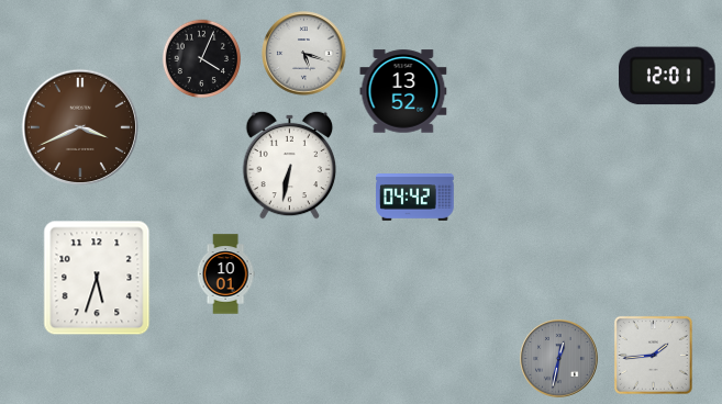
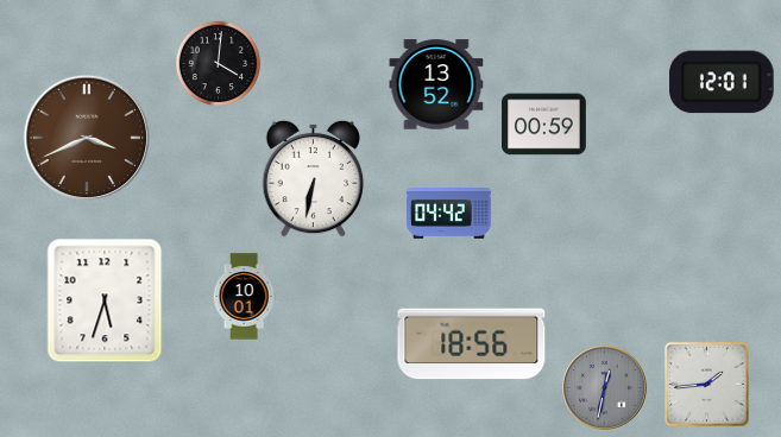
clock at (304, 54): 5:18 -> none
clock at (202, 59): 4:04 -> 4:01
clock at (403, 91) position: (403, 91) -> (436, 84)
clock at (544, 125): none -> 00:59
clock at (472, 344): none -> 18:56
